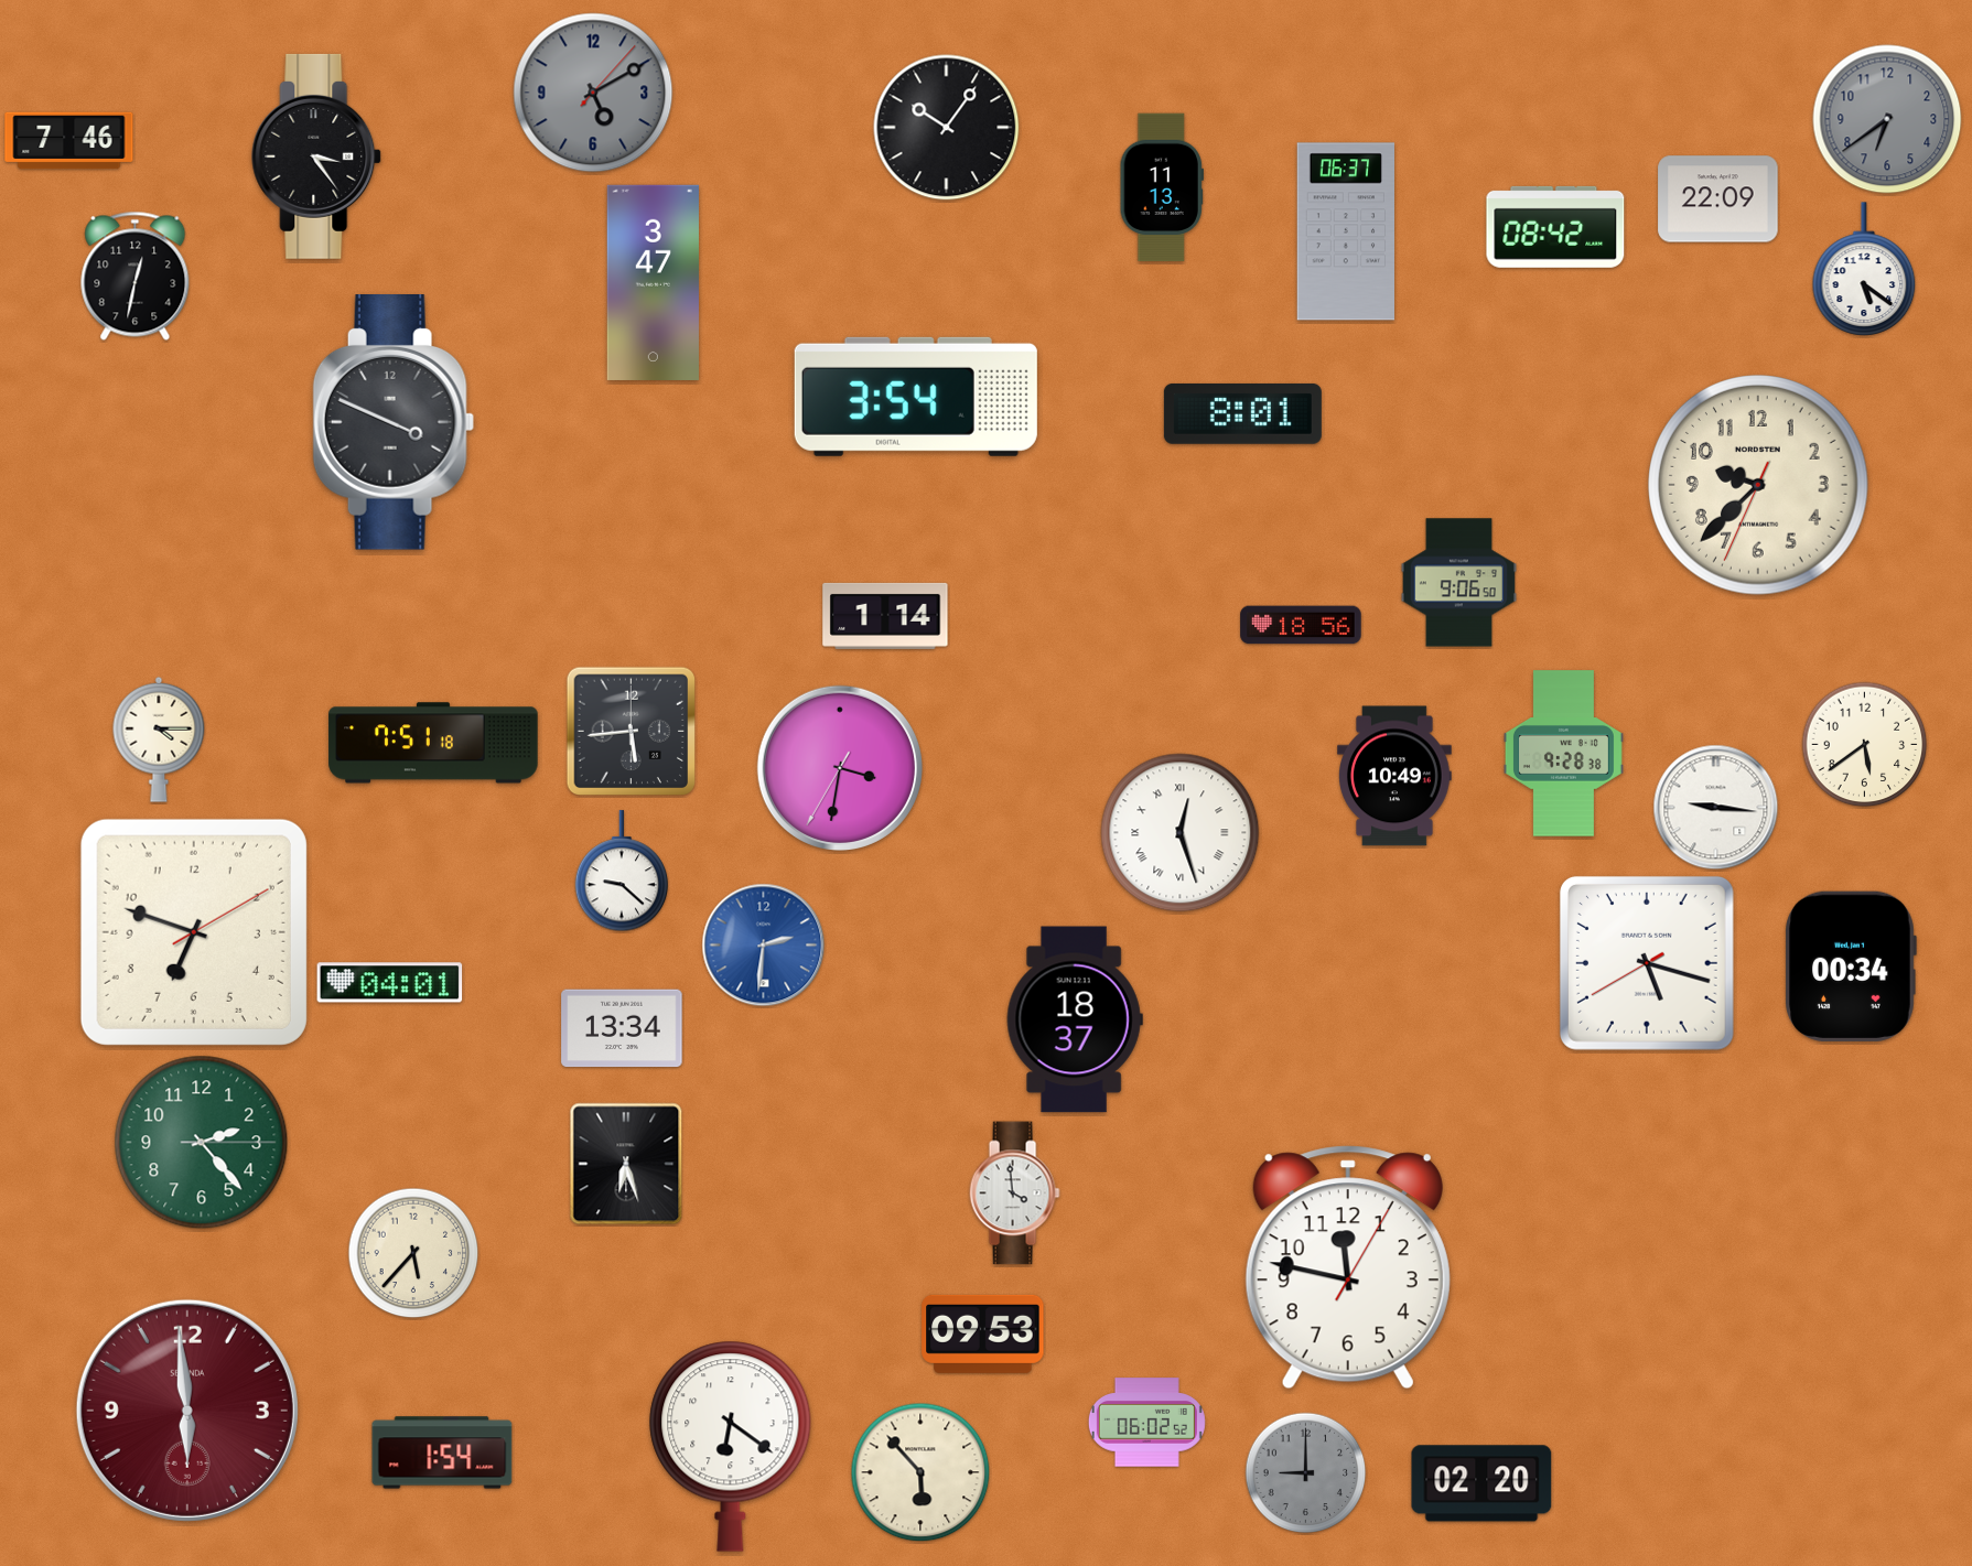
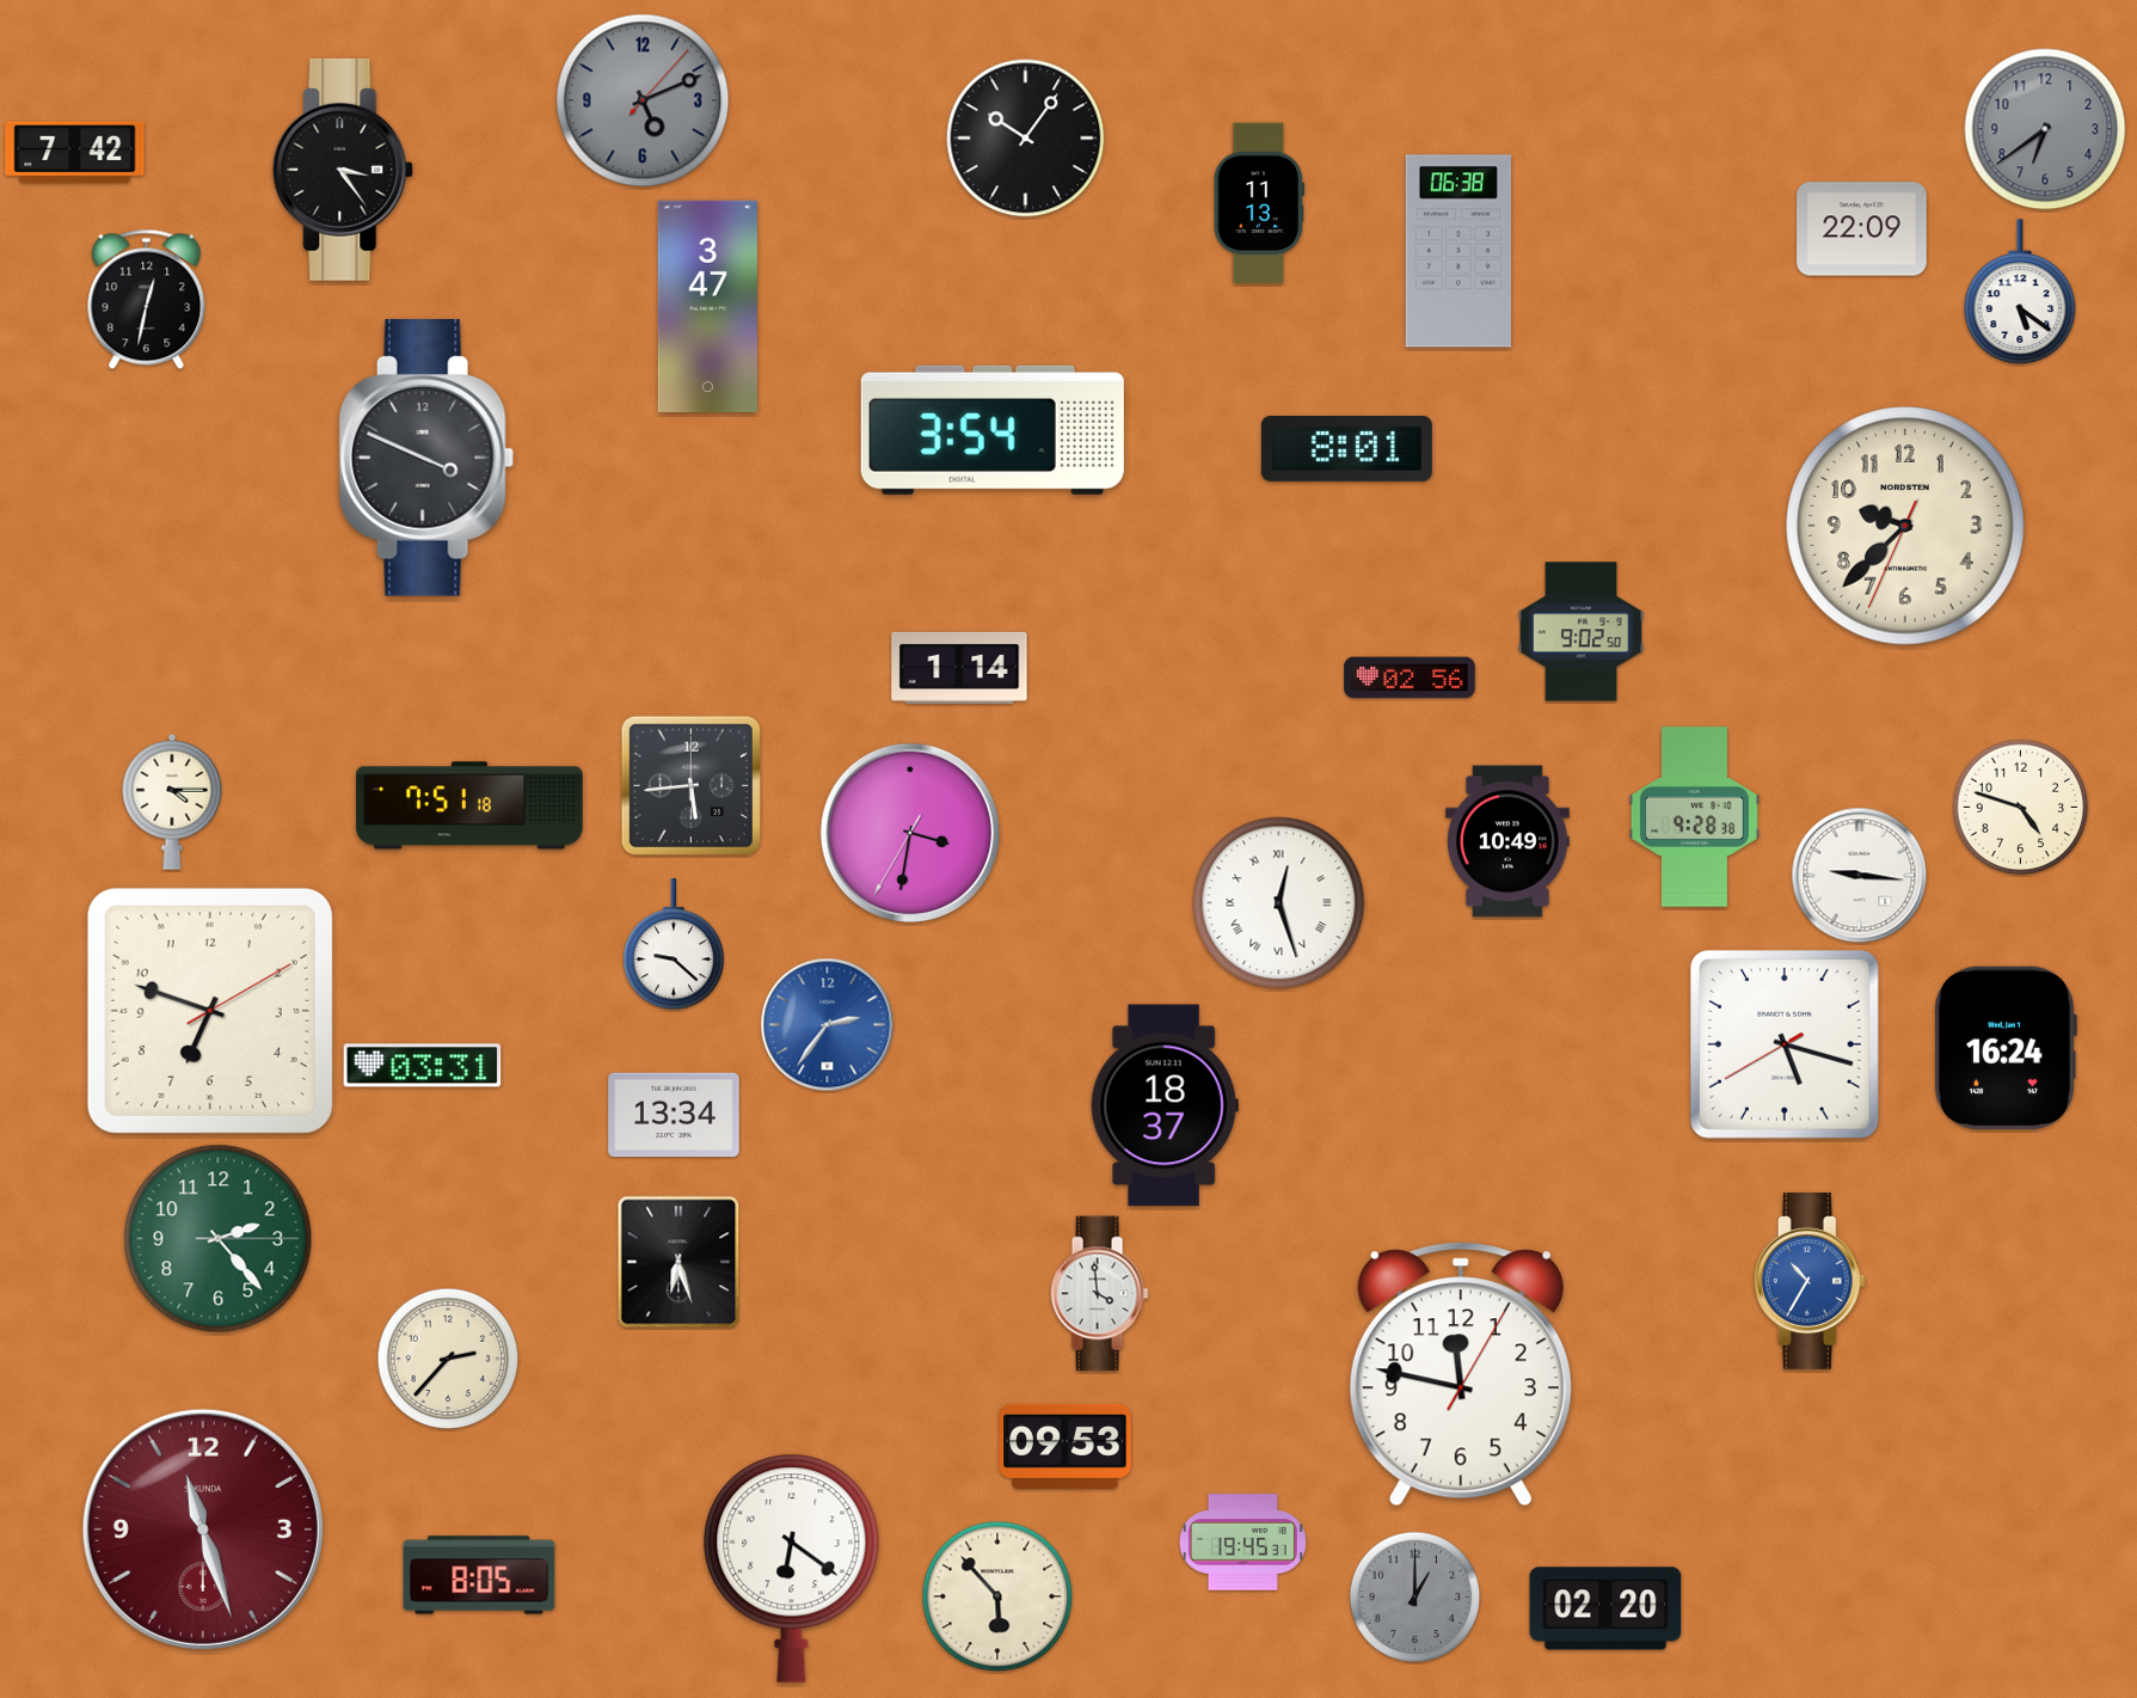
clock at (593, 93): 5:10 -> 5:11
clock at (69, 141): 7:46 -> 7:42
clock at (1718, 199) position: (1718, 199) -> (1862, 229)
clock at (1555, 227): 08:42 -> none
clock at (1346, 231): 06:37 -> 06:38
clock at (1458, 583): 9:06 -> 9:02
clock at (1301, 625): 18:56 -> 02:56
clock at (631, 731) position: (631, 731) -> (690, 785)
clock at (1865, 745): 5:39 -> 4:48
clock at (1396, 776) position: (1396, 776) -> (1509, 841)
clock at (764, 946): 2:31 -> 2:36
clock at (1851, 966): 00:34 -> 16:24
clock at (390, 983): 04:01 -> 03:31
clock at (1810, 1281): none -> 10:35
clock at (413, 1253): 5:37 -> 2:37
clock at (187, 1411): 5:59 -> 11:27
clock at (1146, 1423): 06:02 -> 19:45
clock at (442, 1452): 1:54 -> 8:05
clock at (1306, 1473): 9:00 -> 1:00
